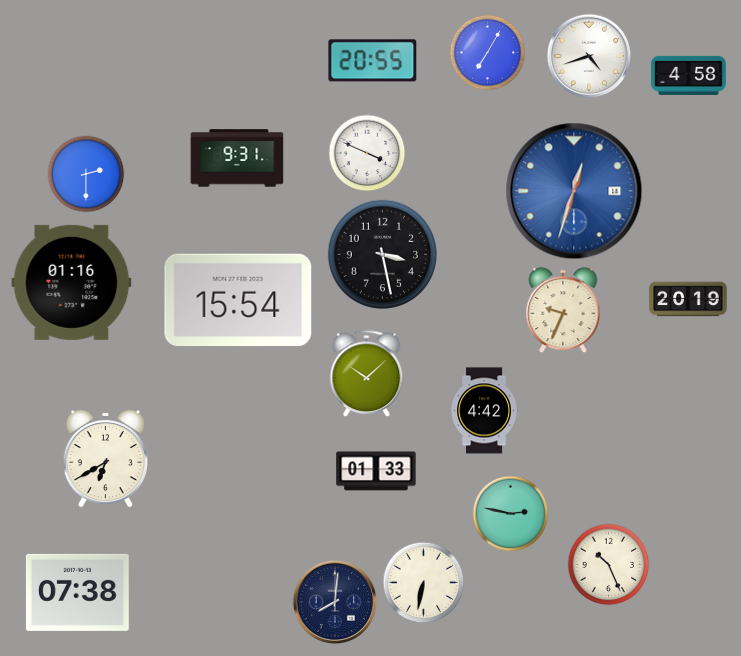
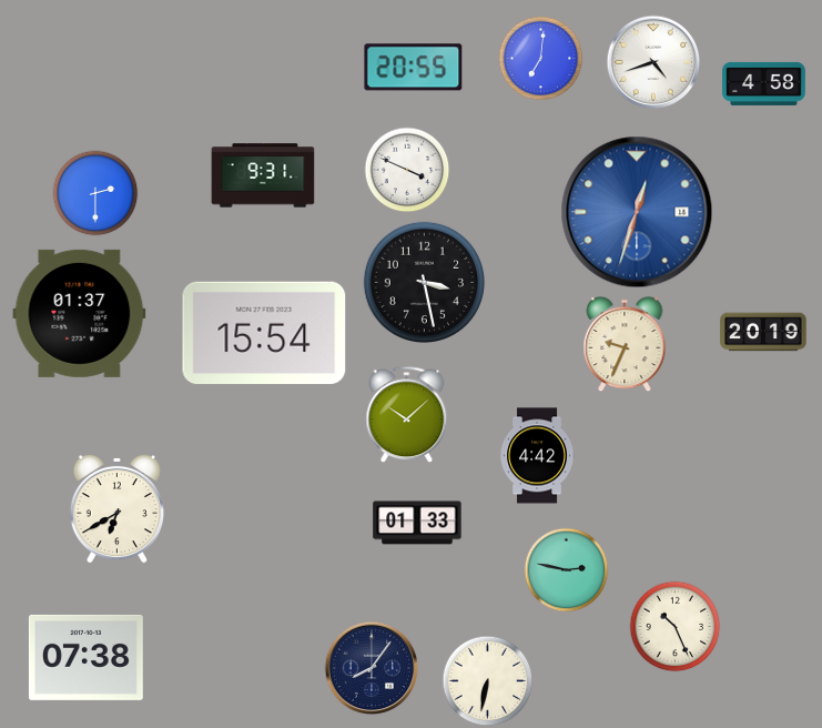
clock at (488, 53): 7:05 -> 7:01
clock at (72, 282): 01:16 -> 01:37
clock at (424, 583) position: (424, 583) -> (488, 681)
clock at (335, 602): 8:01 -> 8:06
